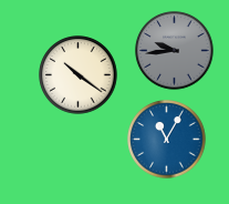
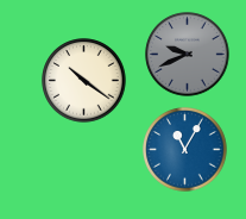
clock at (175, 51): 9:44 -> 9:41
clock at (167, 140) position: (167, 140) -> (185, 150)
